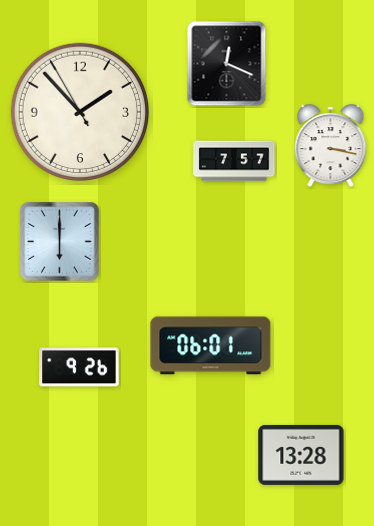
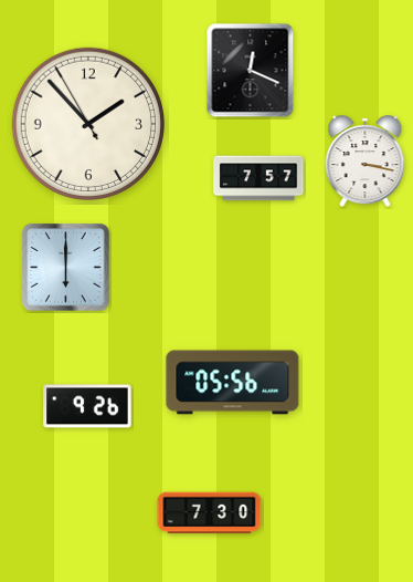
clock at (211, 346): 06:01 -> 05:56
clock at (301, 455): 13:28 -> none
clock at (210, 513): none -> 7:30
